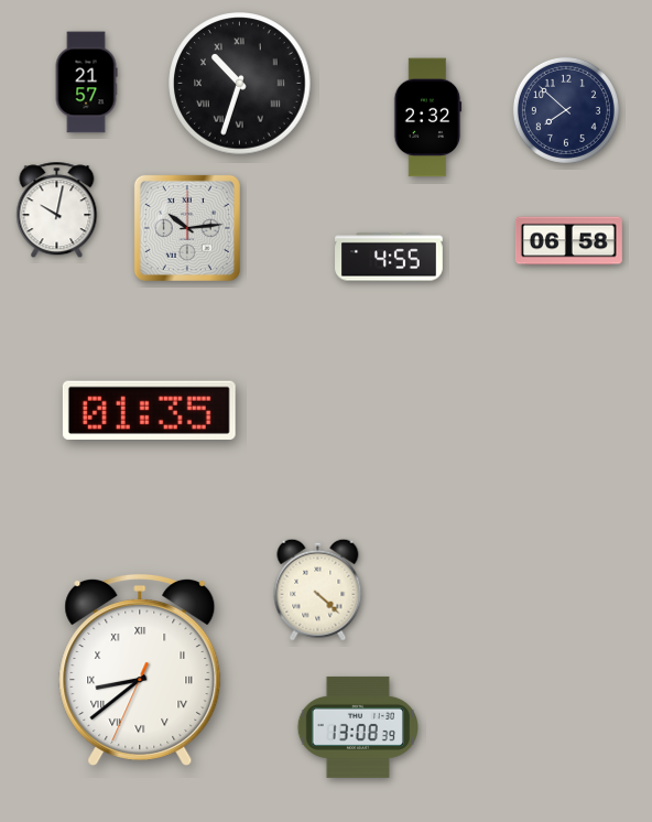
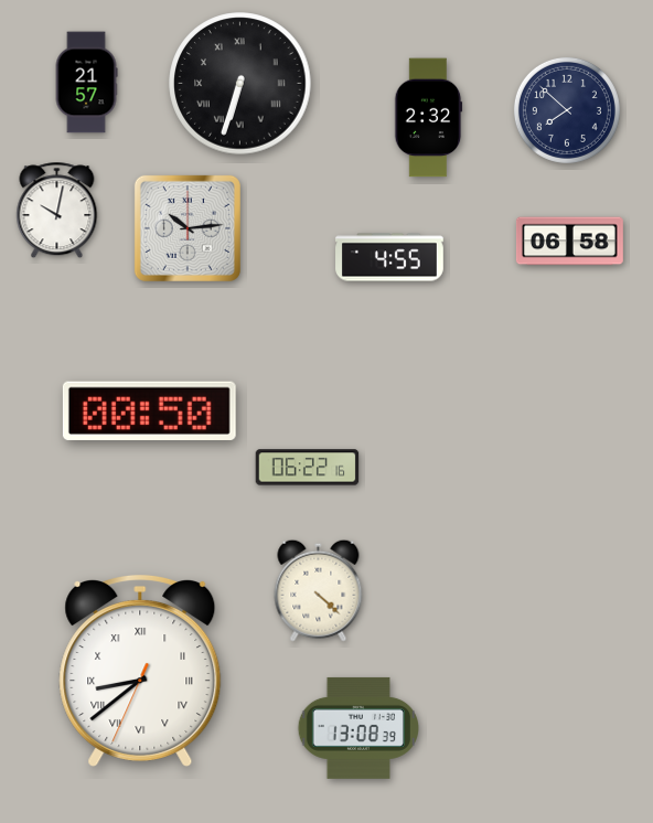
clock at (240, 84): 10:33 -> 6:33
clock at (149, 410): 01:35 -> 00:50
clock at (308, 468): none -> 06:22
